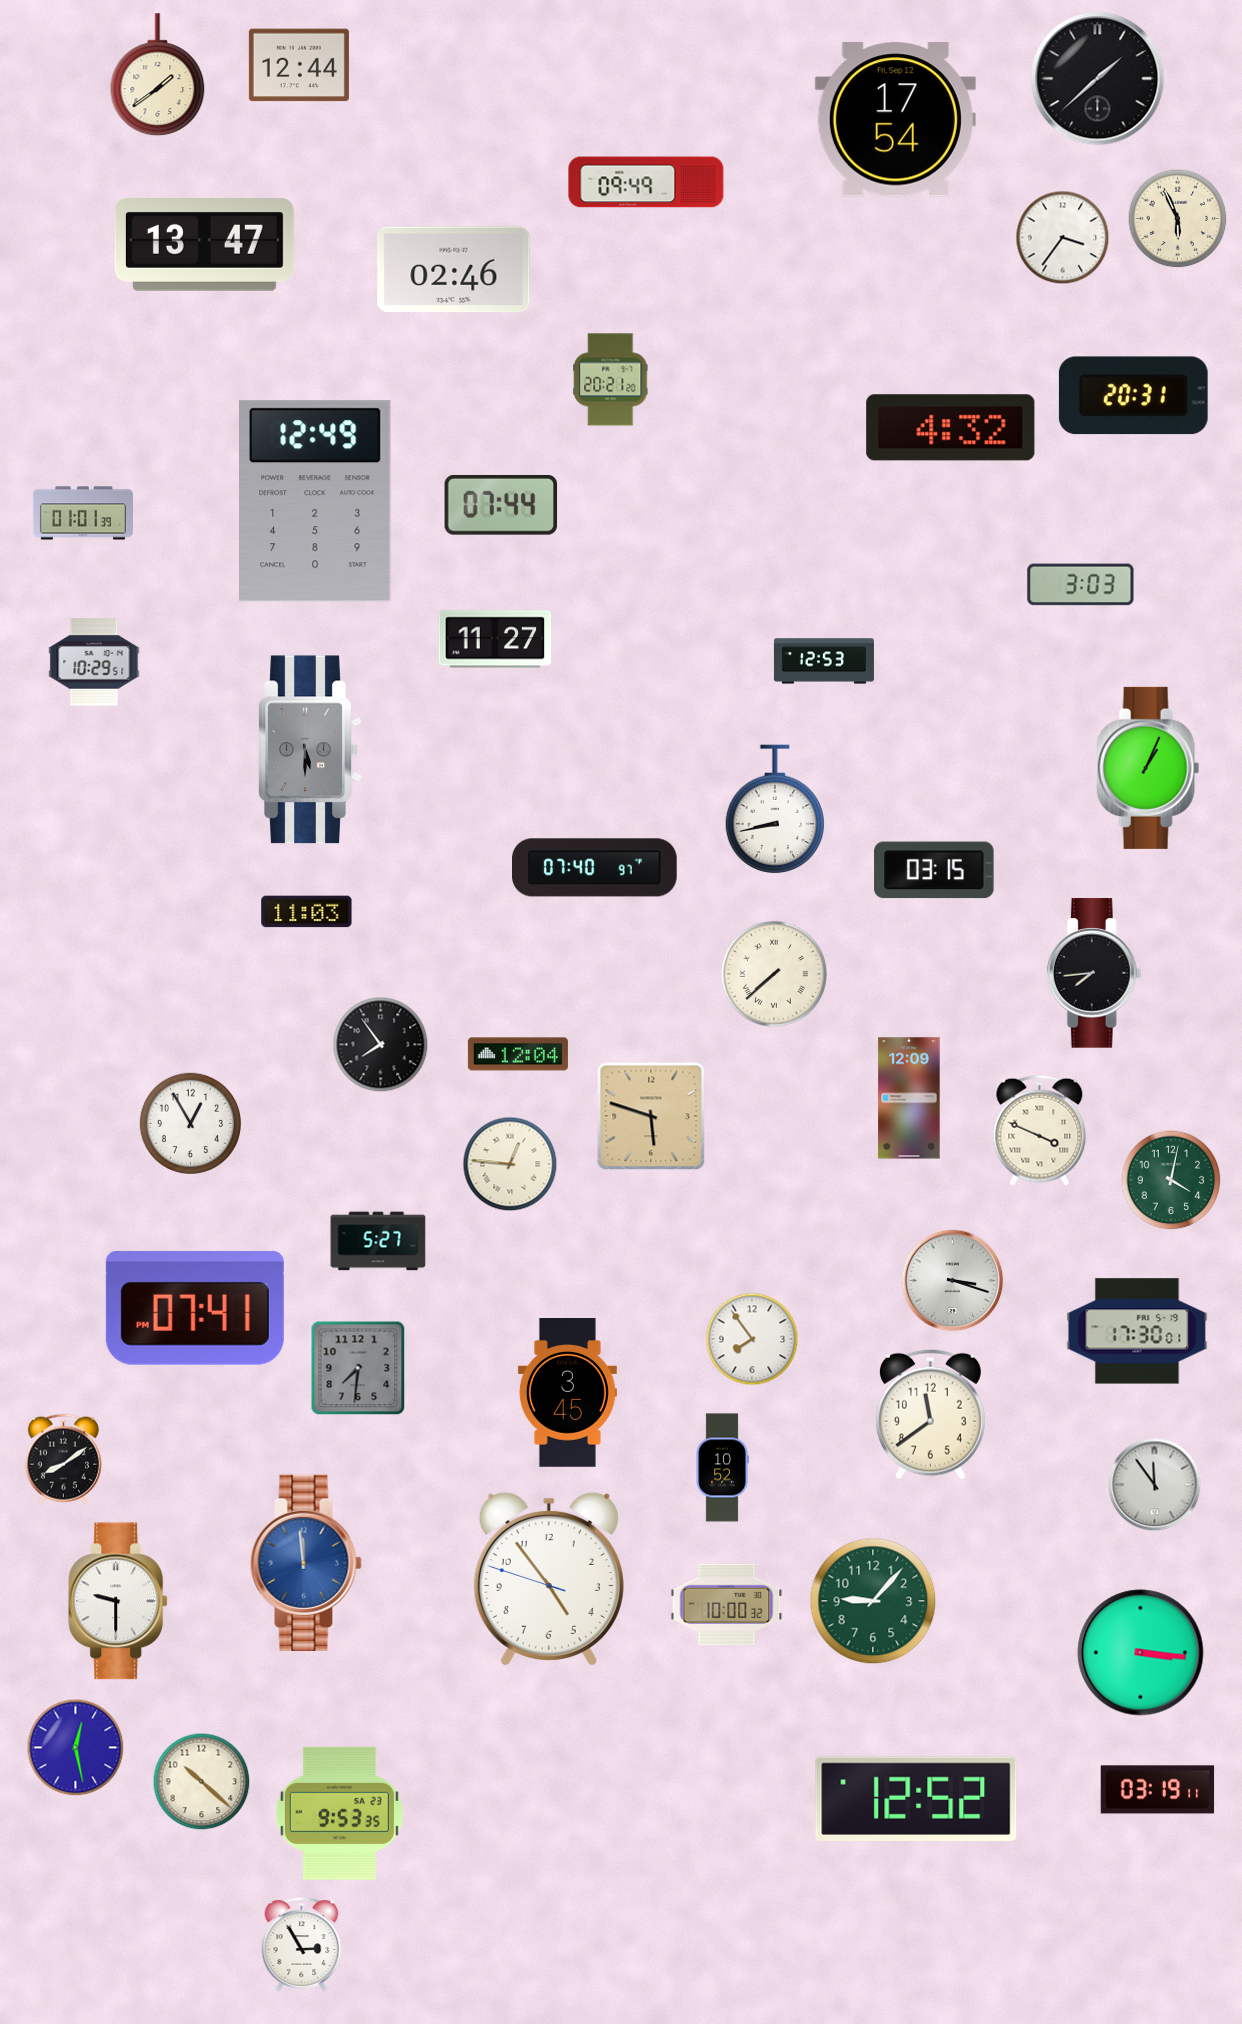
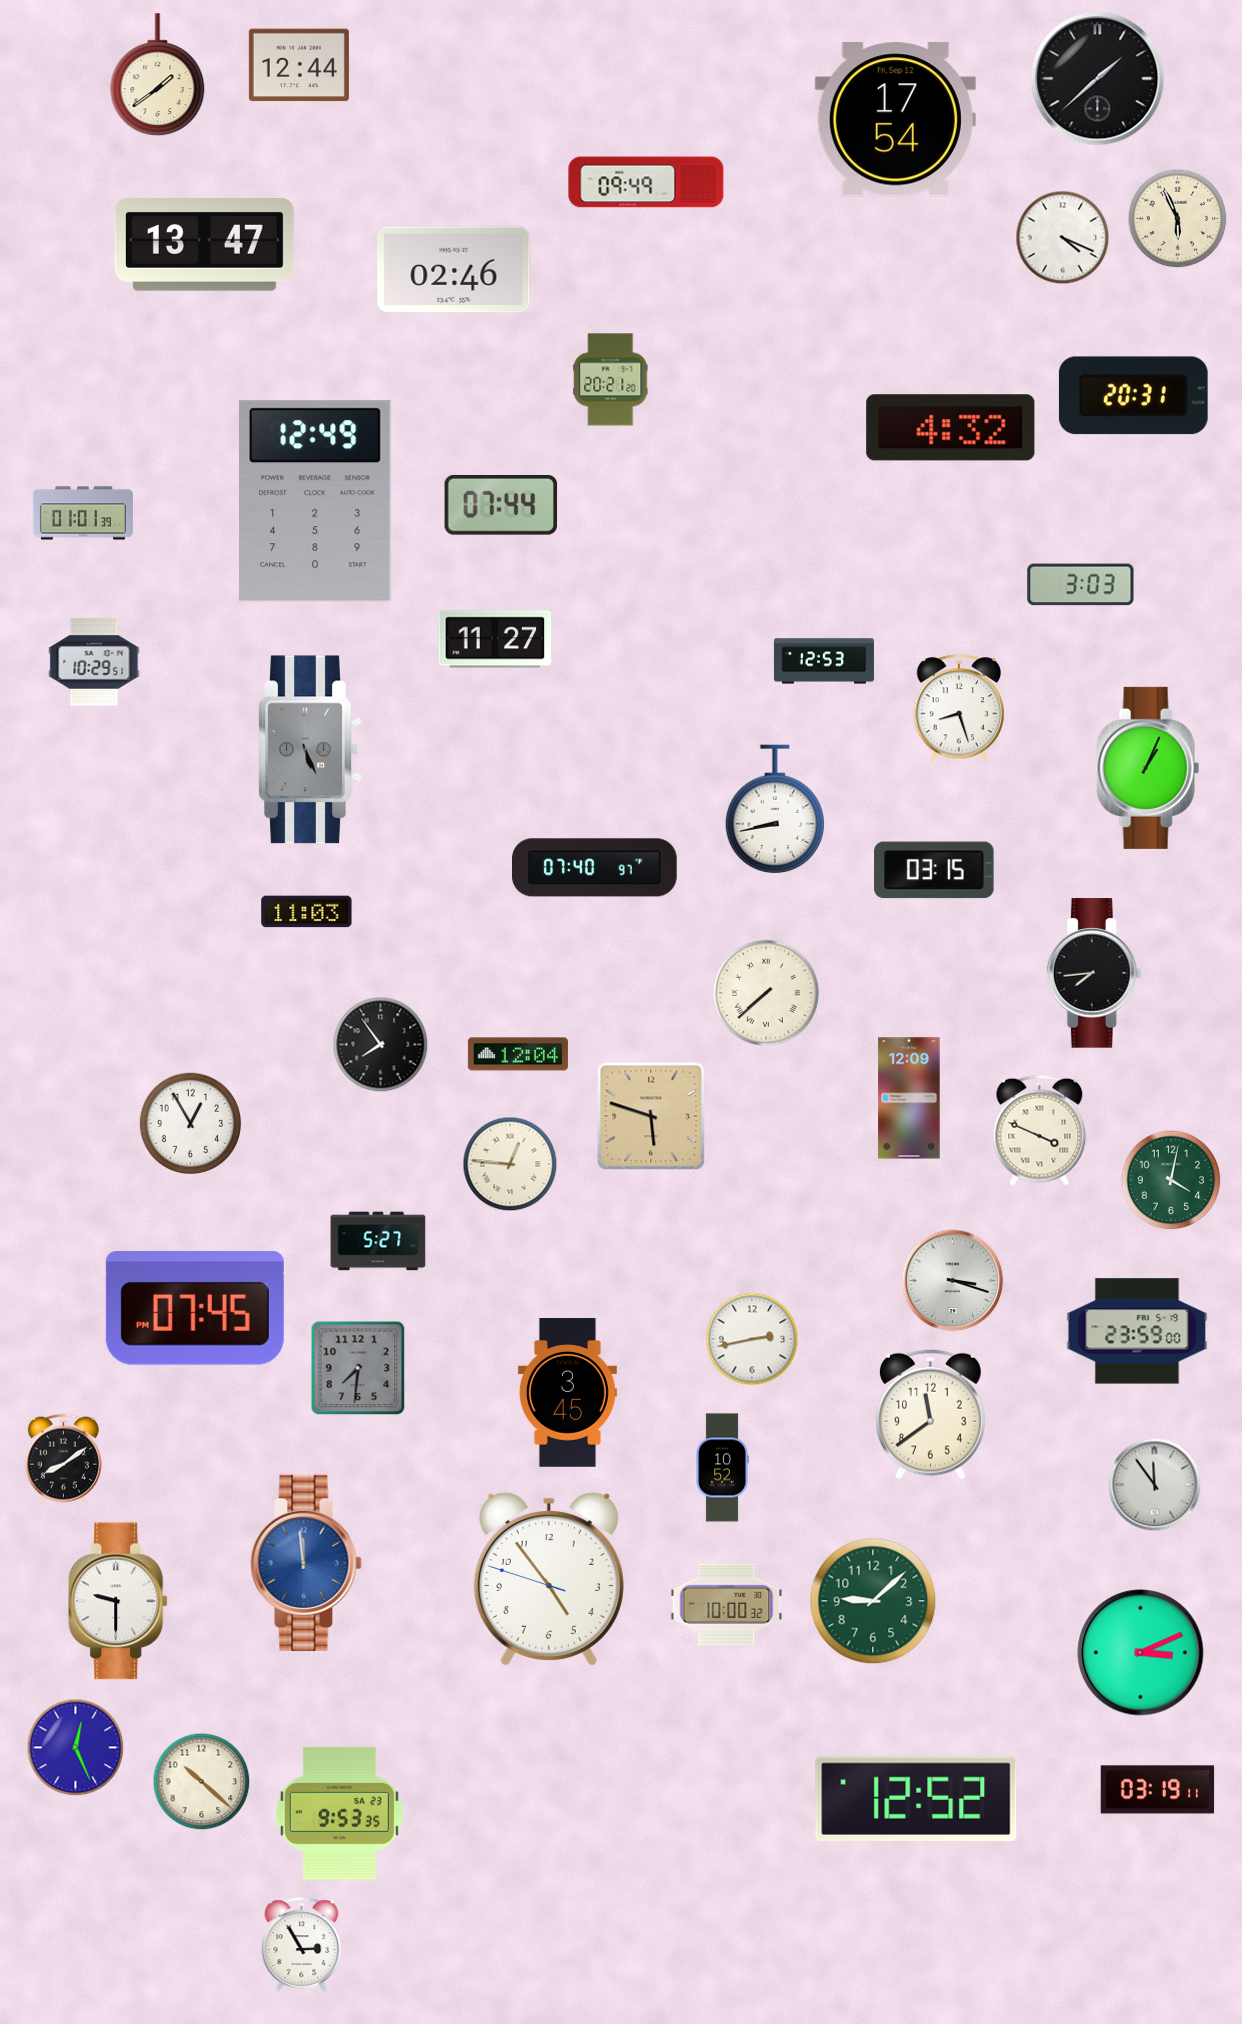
clock at (1063, 238): 3:36 -> 4:19
clock at (959, 709): none -> 8:27
clock at (310, 750): 5:30 -> 5:26
clock at (774, 974) position: (774, 974) -> (766, 993)
clock at (195, 1308): 07:41 -> 07:45
clock at (1137, 1331): 17:30 -> 23:59
clock at (752, 1339): 7:54 -> 2:43
clock at (873, 1601): 9:07 -> 9:08
clock at (1141, 1653): 3:16 -> 3:11
clock at (76, 1748): 12:28 -> 12:26
